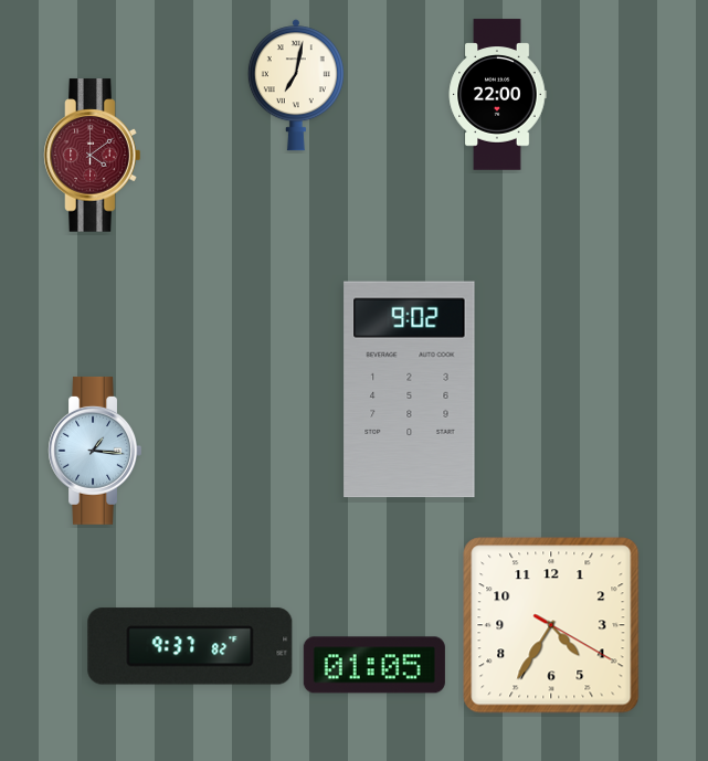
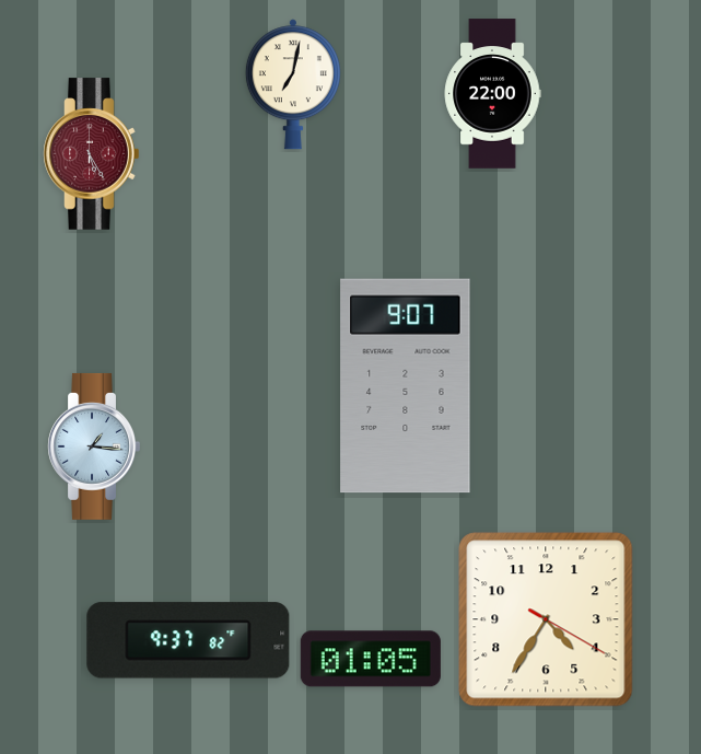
clock at (93, 156): 4:09 -> 5:25
clock at (410, 390): 9:02 -> 9:07
